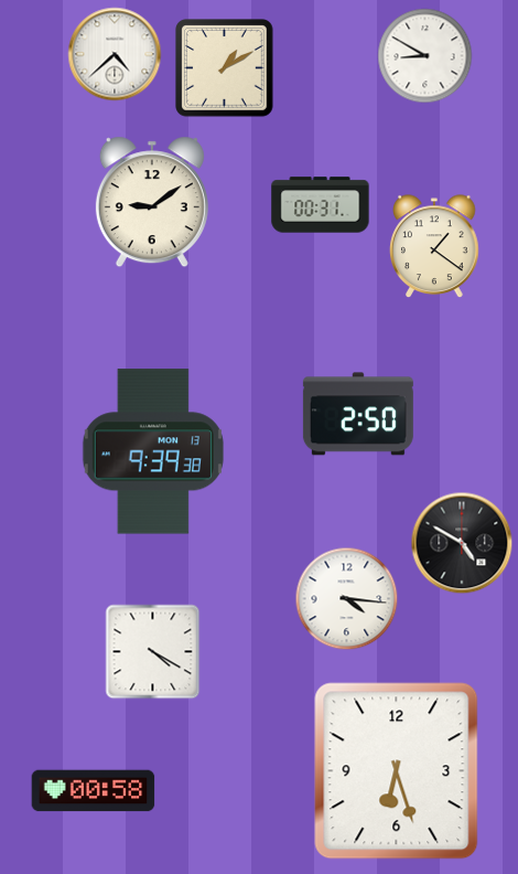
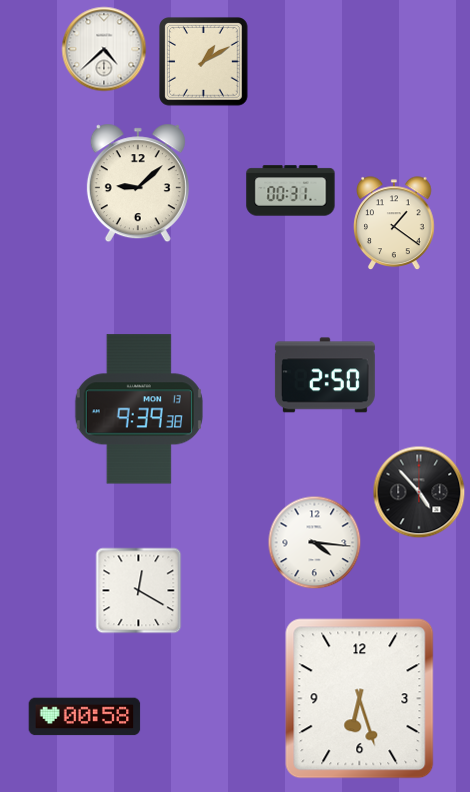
clock at (425, 56): 8:50 -> none
clock at (152, 202): 9:09 -> 9:08
clock at (321, 205) position: (321, 205) -> (291, 191)
clock at (462, 543): 4:50 -> 4:53
clock at (153, 652): 4:20 -> 12:20
